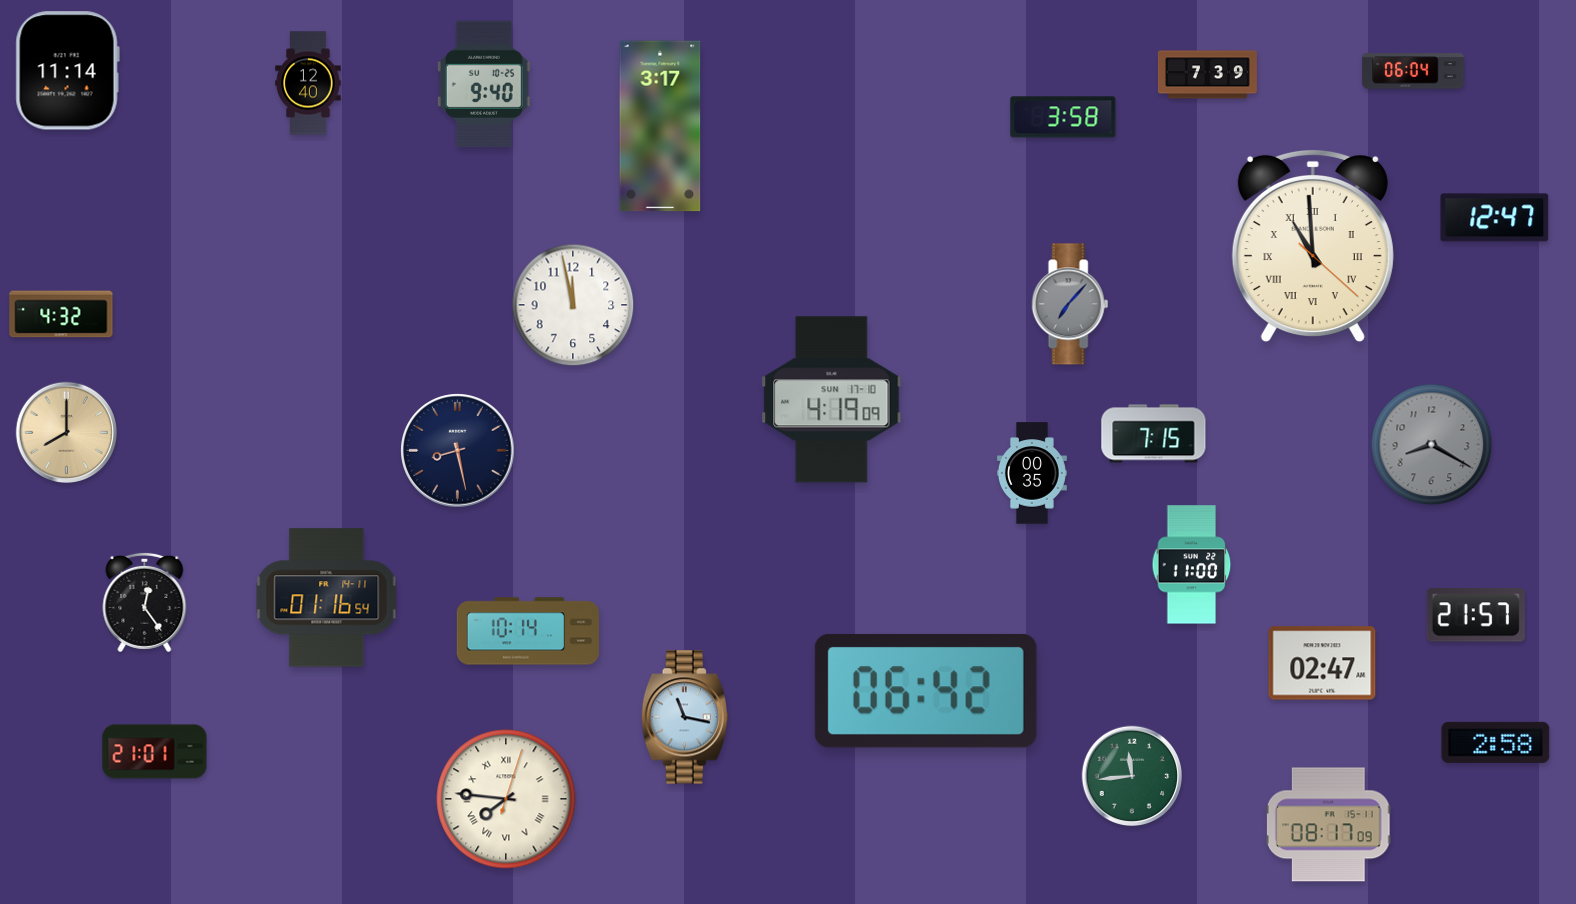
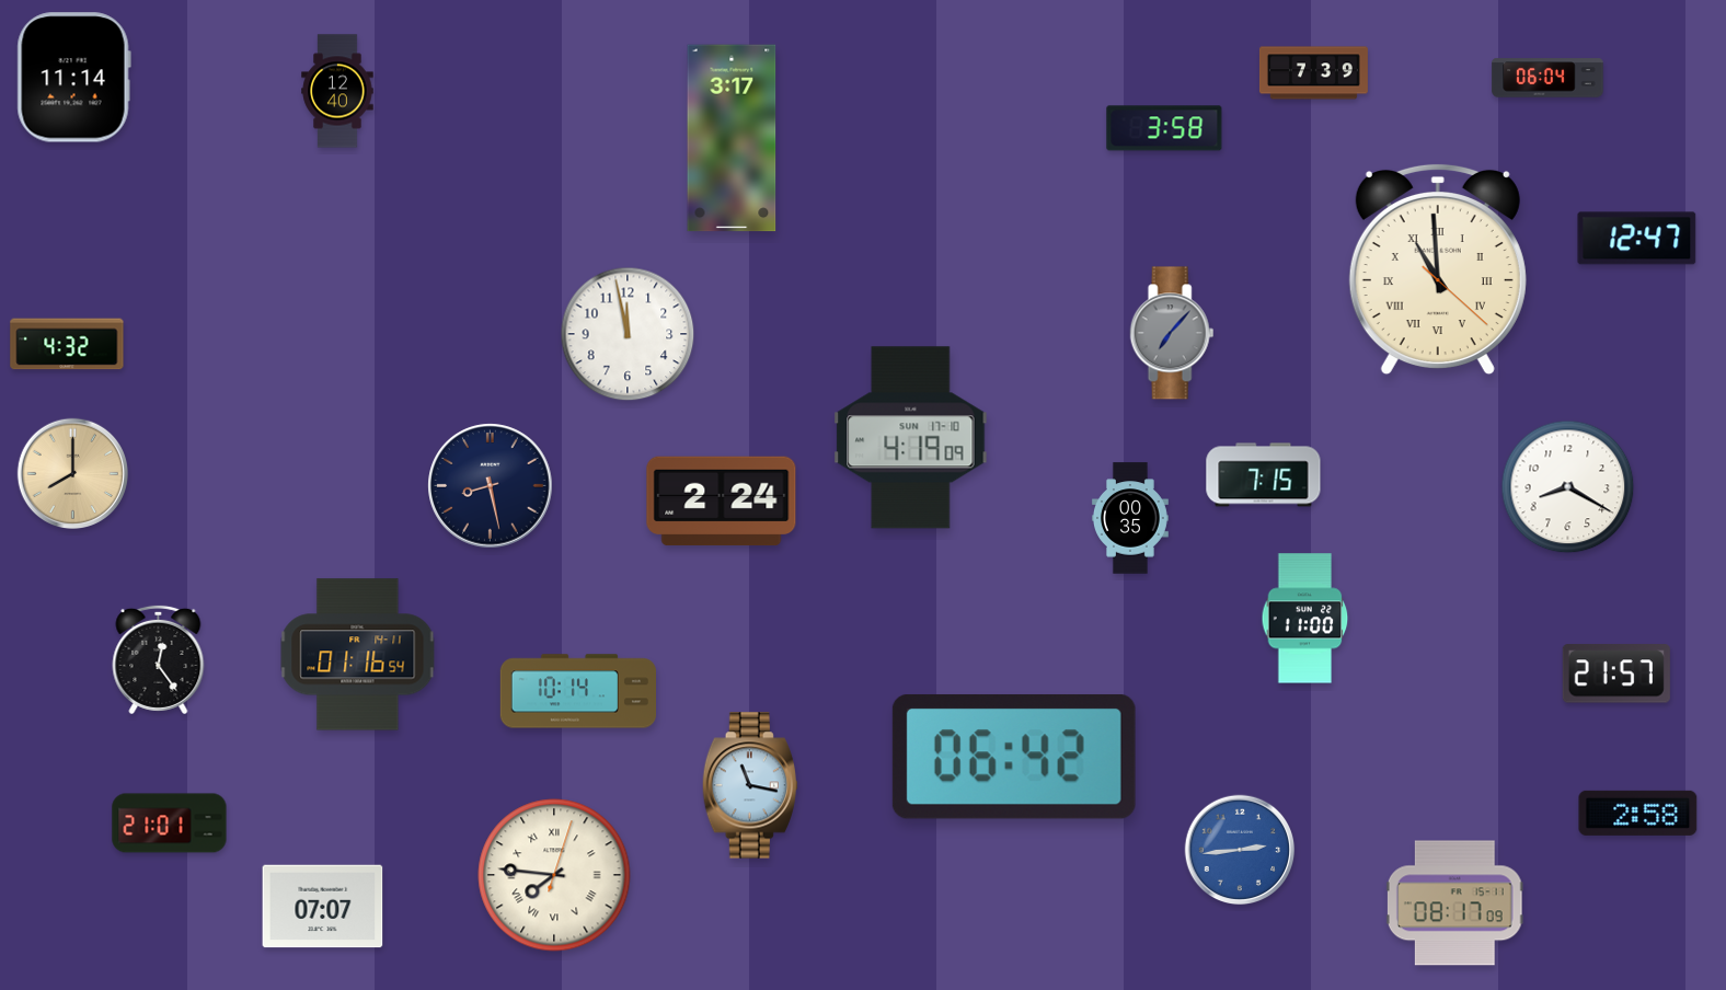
clock at (1207, 75) position: (1207, 75) -> (1313, 73)
clock at (484, 83): 9:40 -> none
clock at (660, 126) position: (660, 126) -> (732, 138)
clock at (1432, 445) dial: grey -> white
clock at (458, 451) position: (458, 451) -> (491, 486)
clock at (722, 502): none -> 2:24
clock at (1322, 663): 02:47 -> none
clock at (1132, 776): 11:44 -> 2:44
clock at (1132, 776) dial: green -> blue
clock at (323, 907): none -> 07:07
